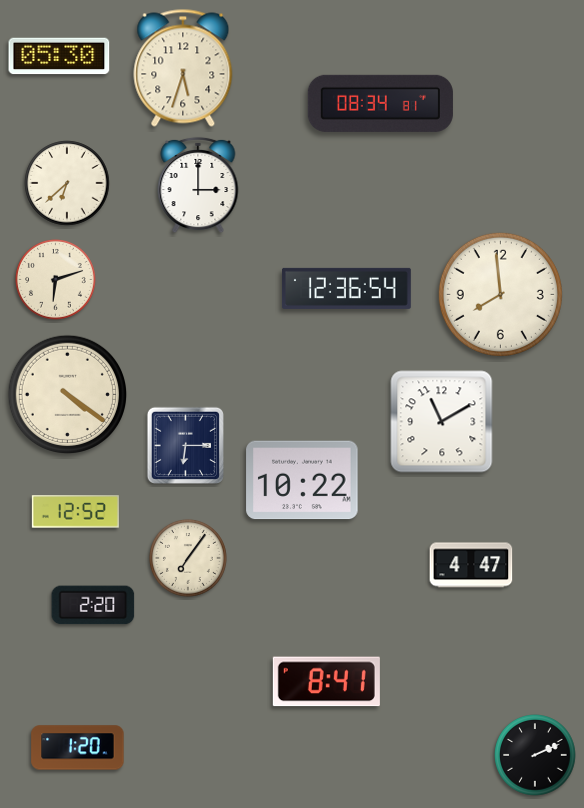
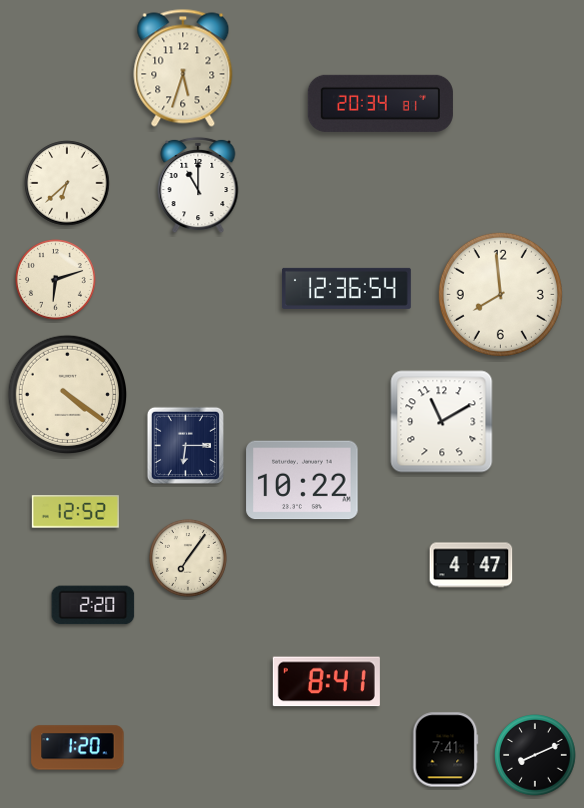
clock at (59, 56): 05:30 -> none
clock at (380, 103): 08:34 -> 20:34
clock at (198, 185): 3:00 -> 11:00
clock at (445, 750): none -> 7:41
clock at (535, 755): 2:11 -> 8:11
